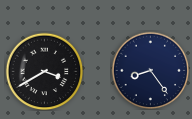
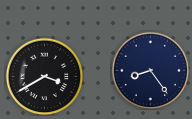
clock at (44, 71) position: (44, 71) -> (44, 76)
